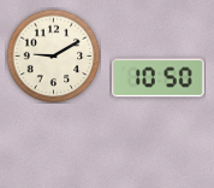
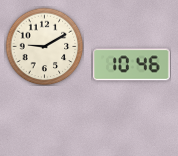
clock at (159, 78): 10:50 -> 10:46
